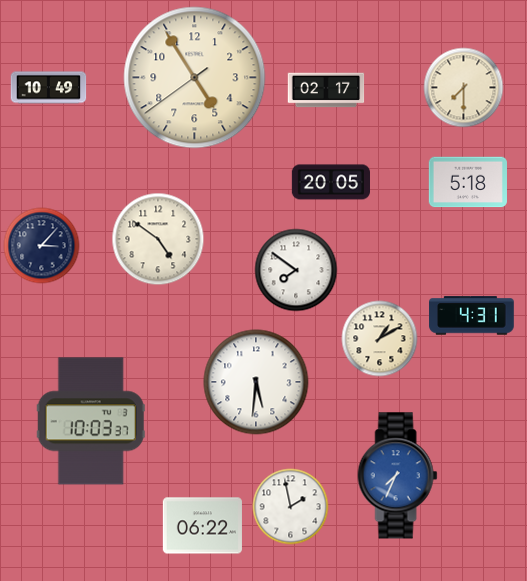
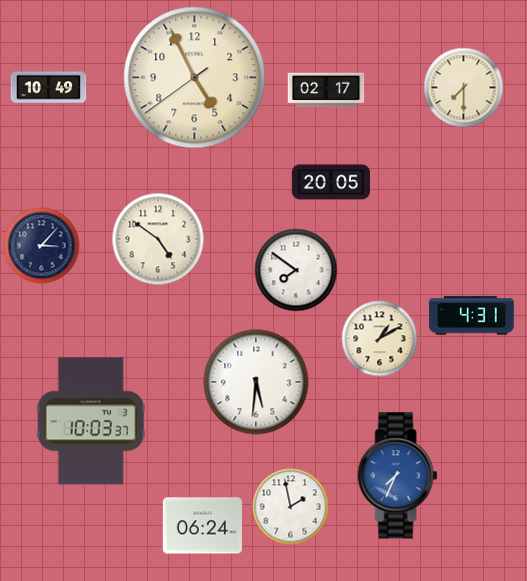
clock at (195, 78): 4:54 -> 4:55
clock at (468, 182): 5:18 -> none
clock at (202, 526): 06:22 -> 06:24
